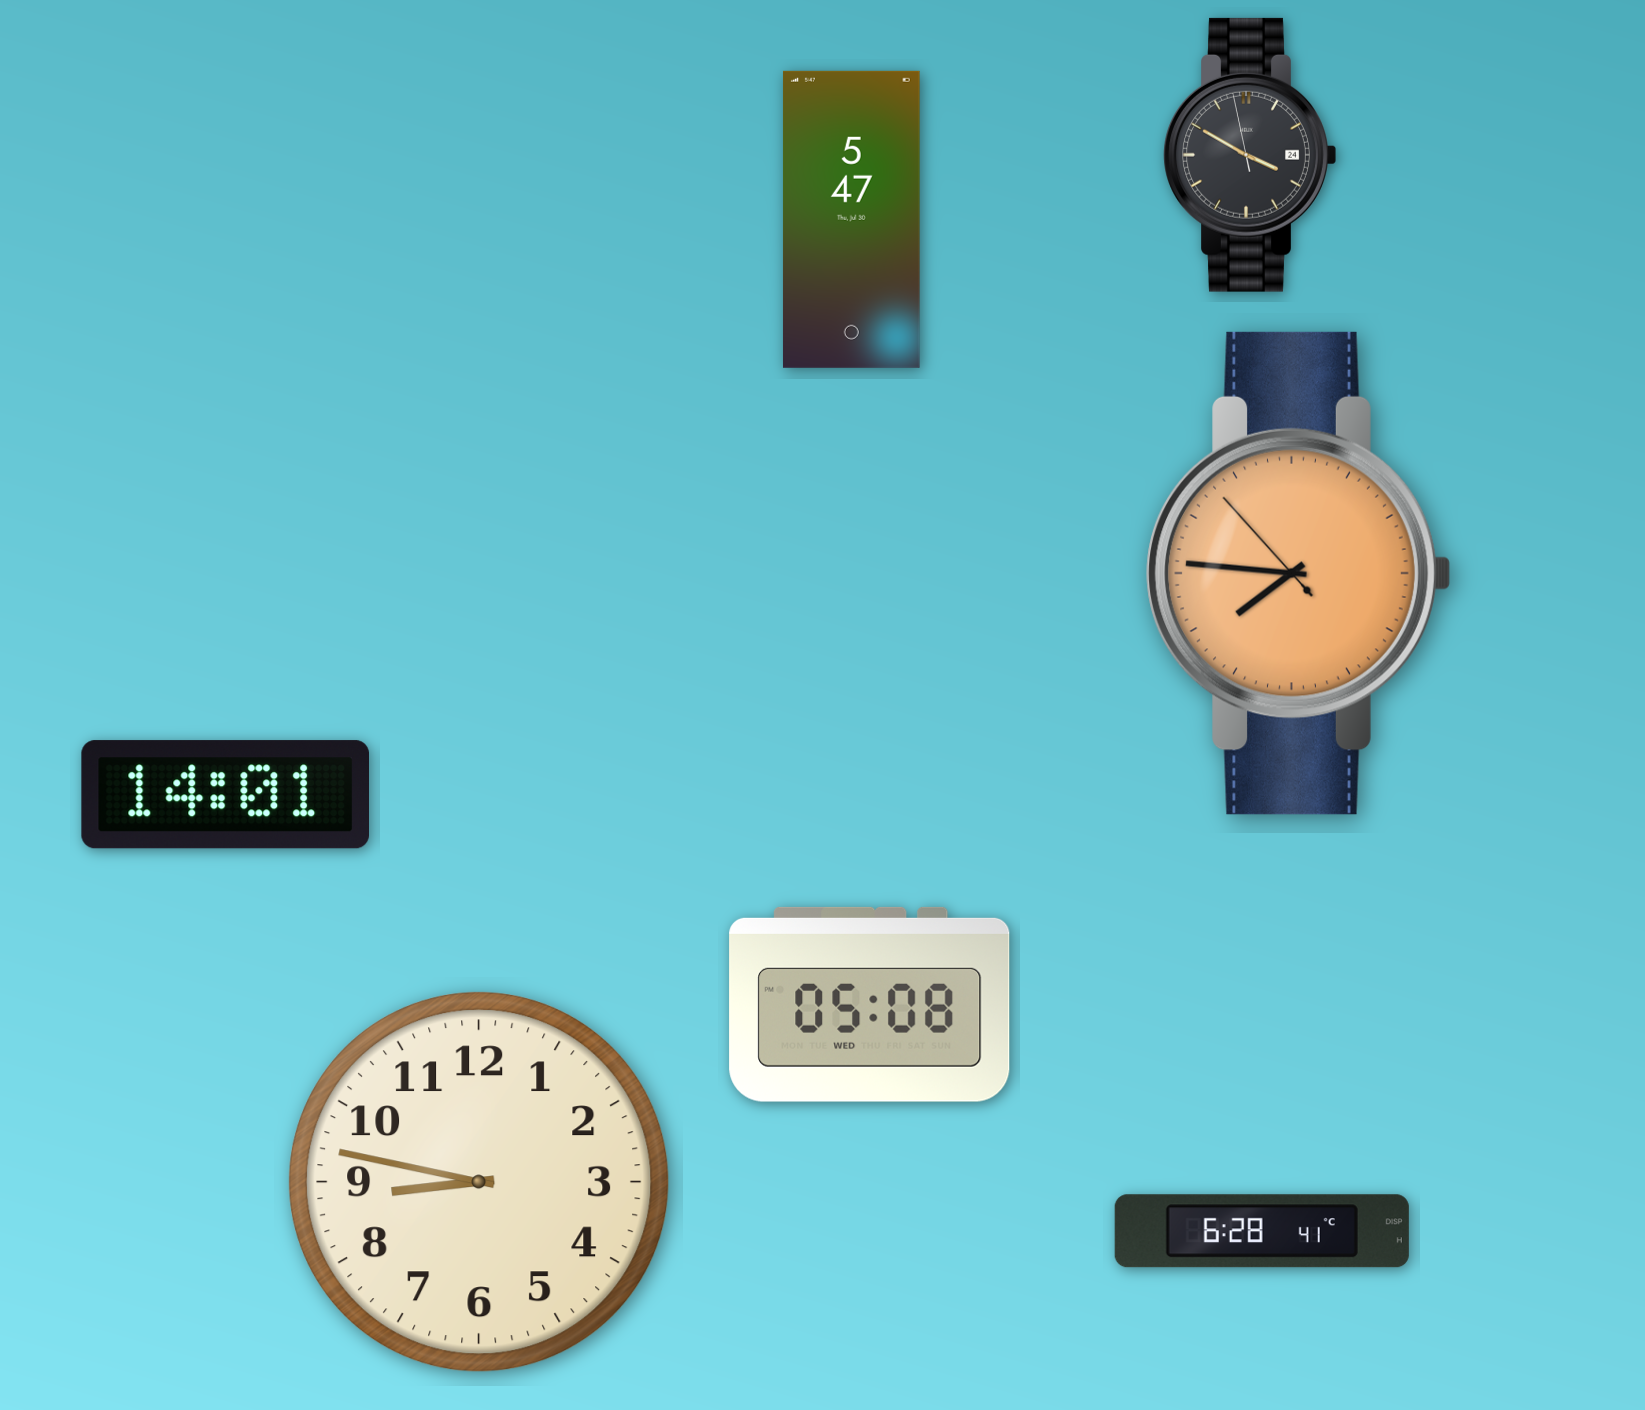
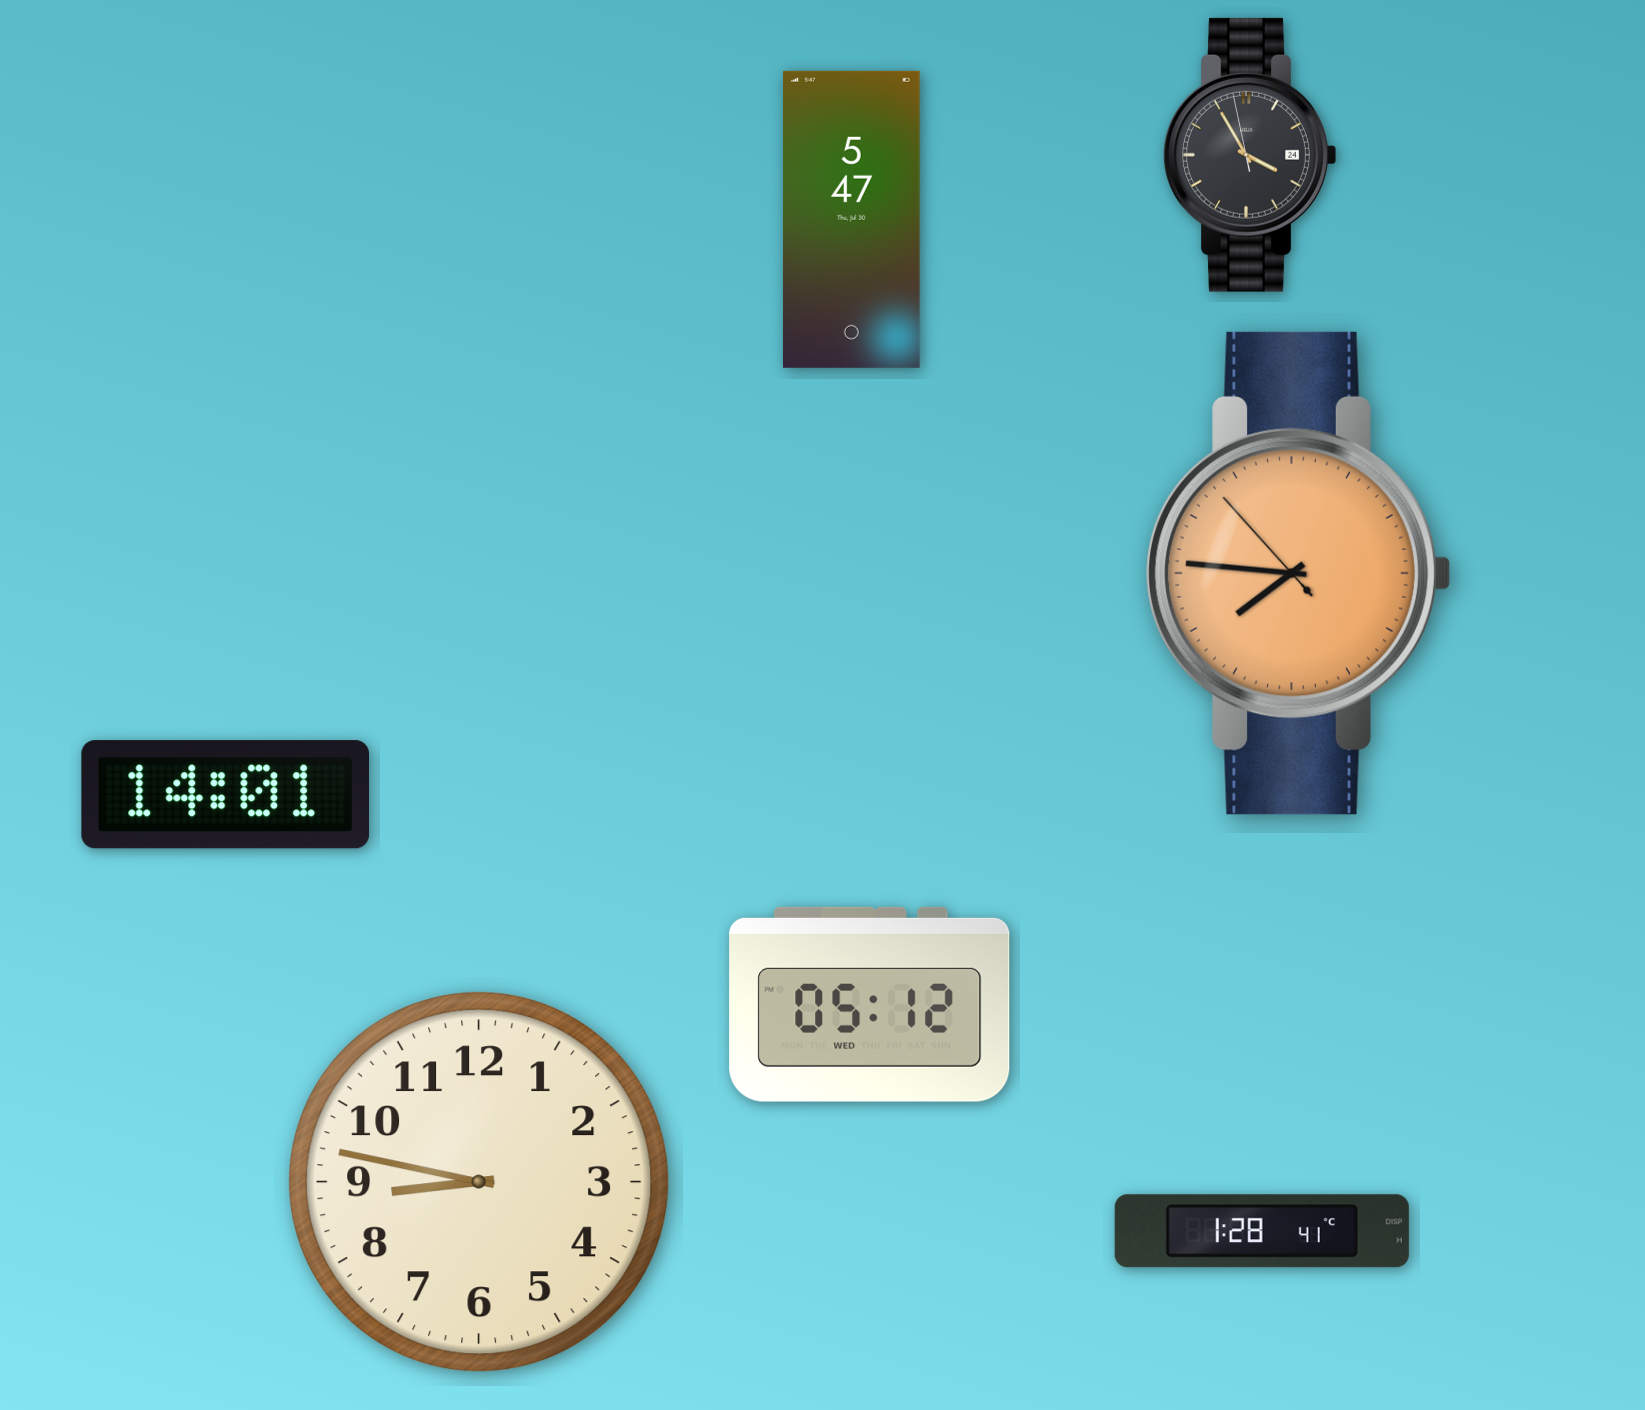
clock at (1250, 155): 3:49 -> 3:54
clock at (870, 1004): 05:08 -> 05:12
clock at (1262, 1231): 6:28 -> 1:28
